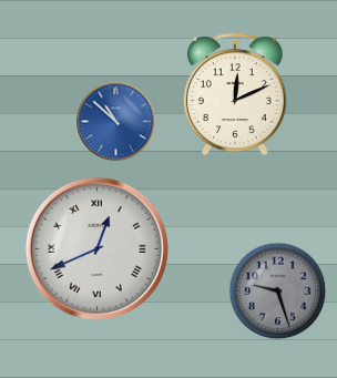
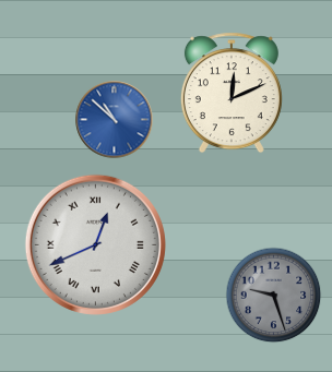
clock at (278, 292) position: (278, 292) -> (274, 296)
